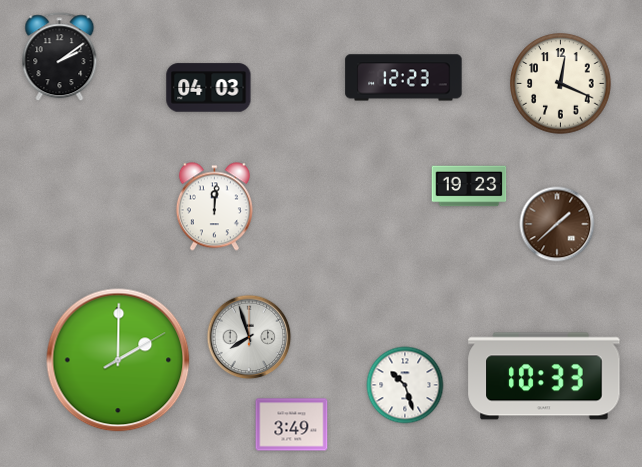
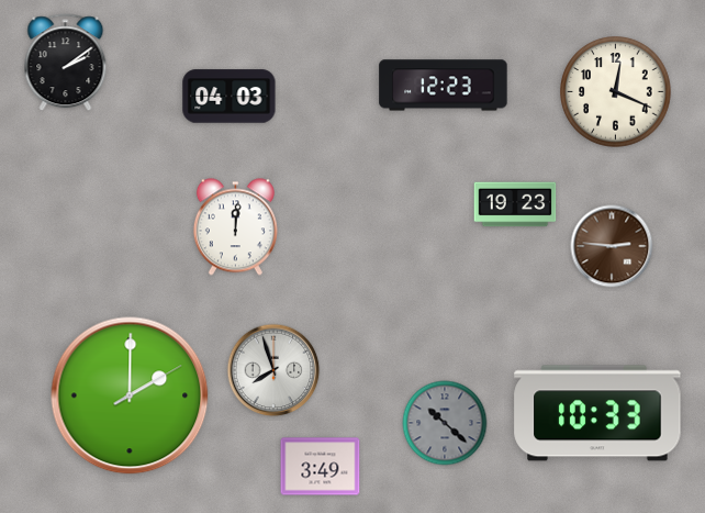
clock at (557, 224): 1:38 -> 2:46
clock at (405, 385): 10:27 -> 10:22
clock at (405, 385) dial: white -> grey
